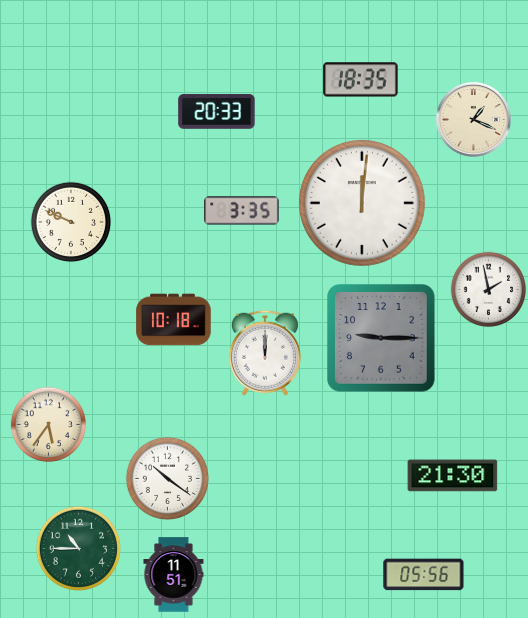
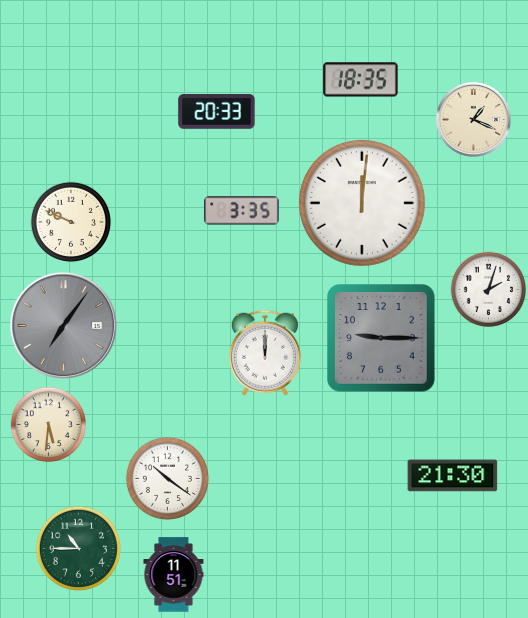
clock at (489, 290): 1:58 -> 2:03
clock at (174, 320): 10:18 -> none
clock at (64, 326): none -> 7:06
clock at (49, 425): 5:36 -> 5:31
clock at (424, 575): 05:56 -> none
